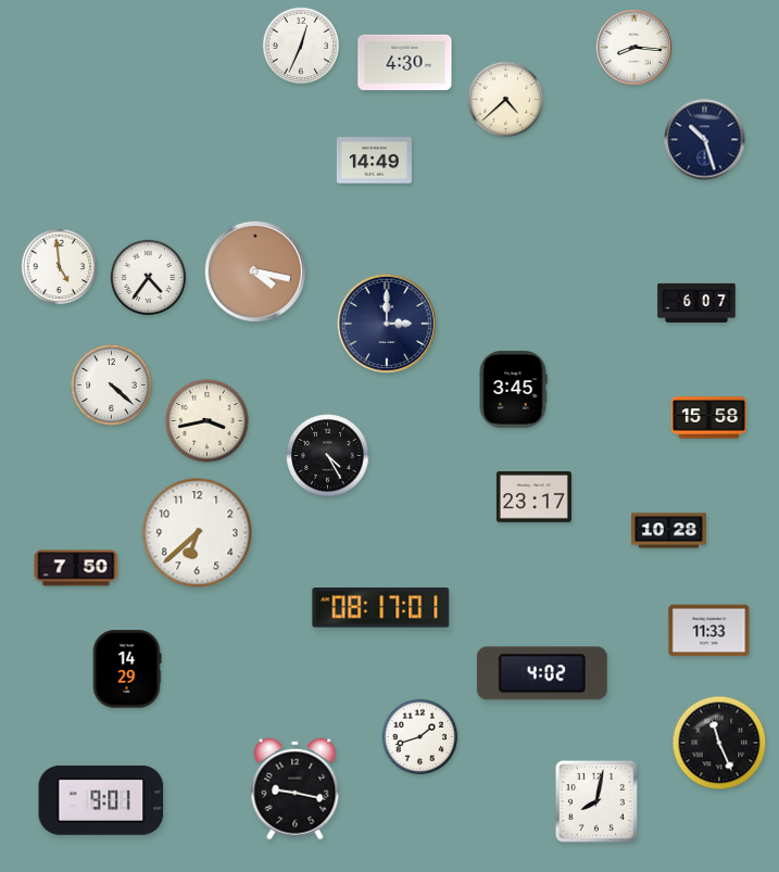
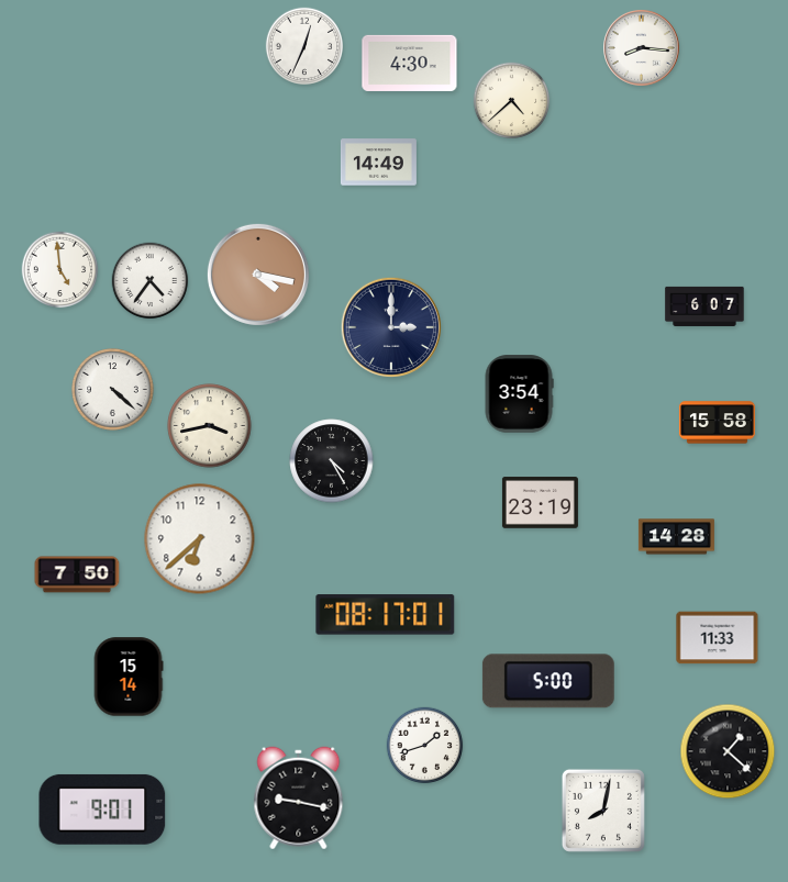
clock at (705, 140): 10:27 -> none
clock at (513, 390): 3:45 -> 3:54
clock at (533, 497): 23:17 -> 23:19
clock at (668, 531): 10:28 -> 14:28
clock at (127, 669): 14:29 -> 15:14
clock at (542, 673): 4:02 -> 5:00
clock at (719, 743): 11:26 -> 1:22
